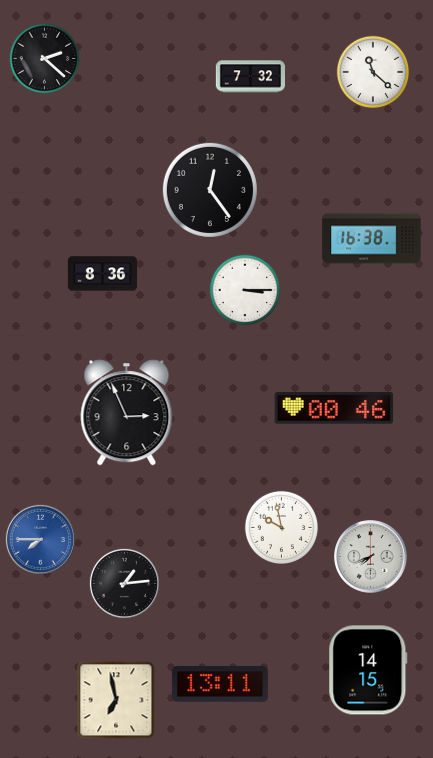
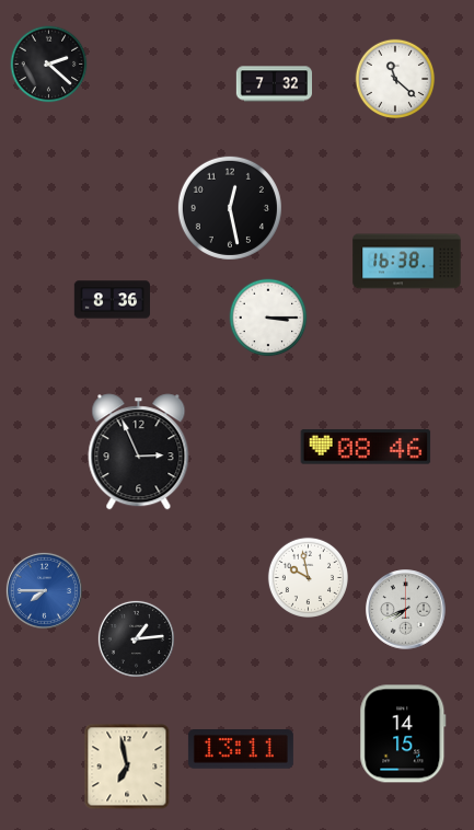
clock at (373, 72) position: (373, 72) -> (395, 79)
clock at (210, 190): 12:24 -> 12:28
clock at (334, 408): 00:46 -> 08:46
